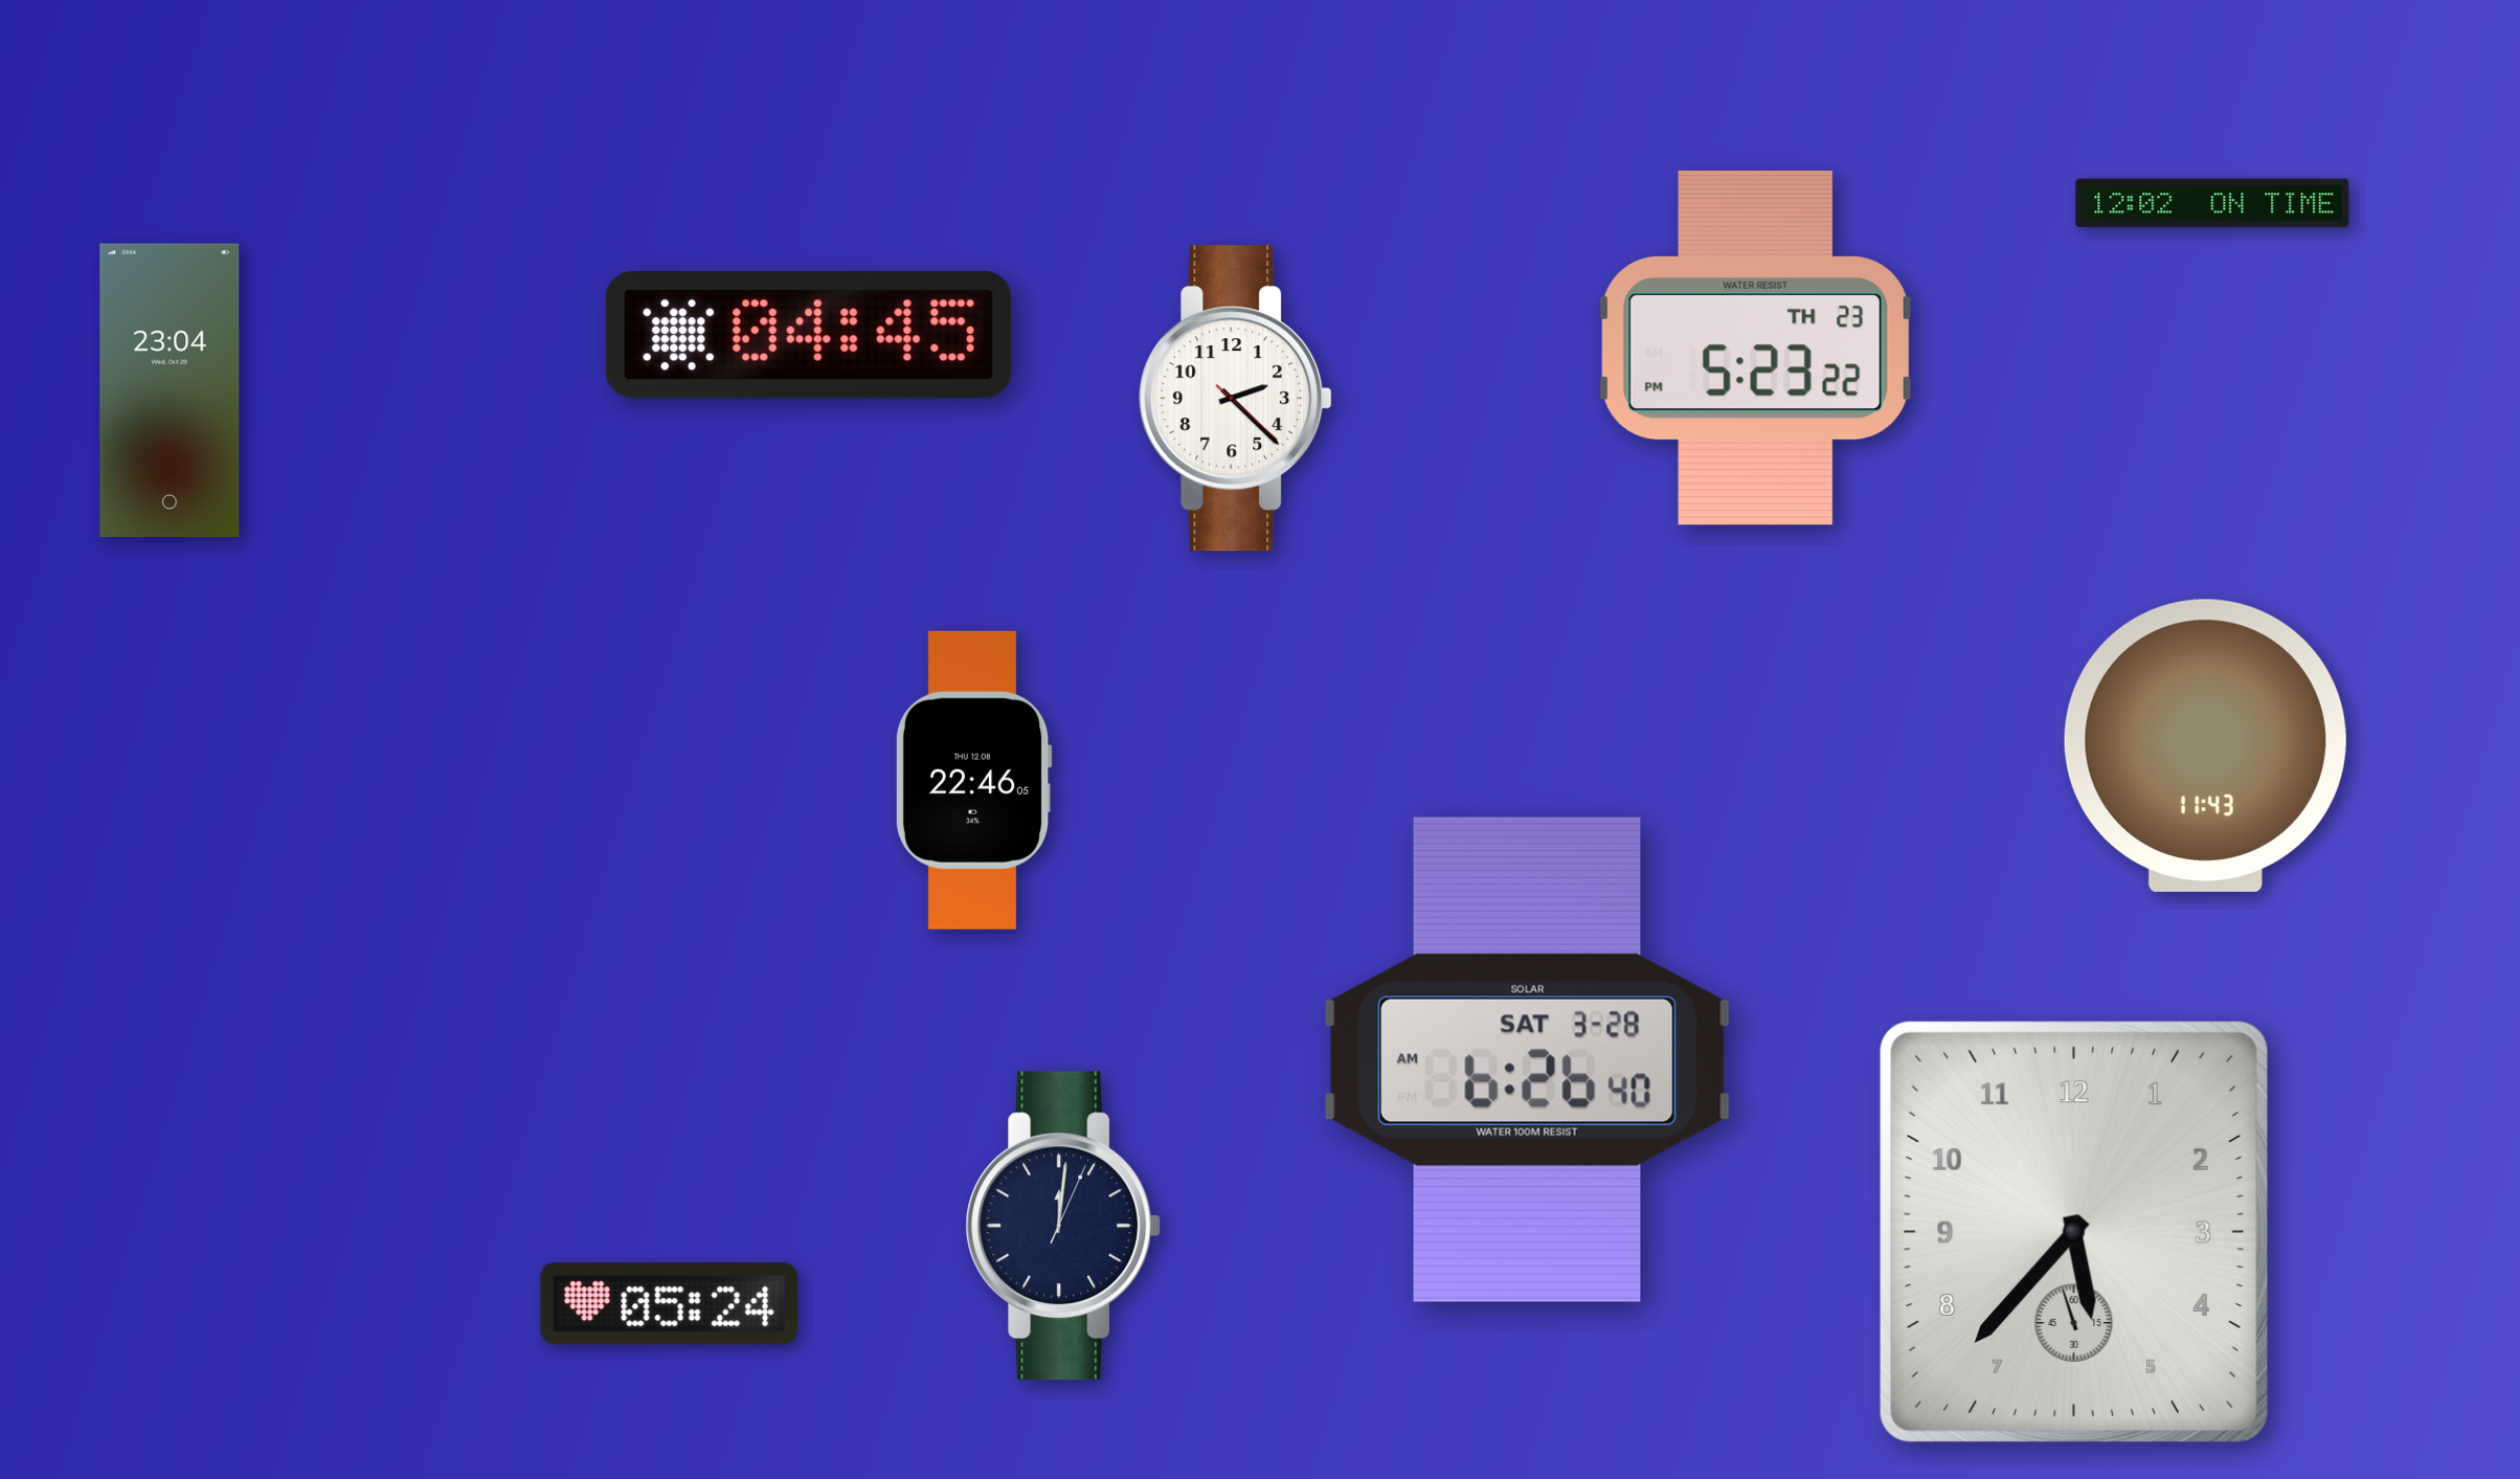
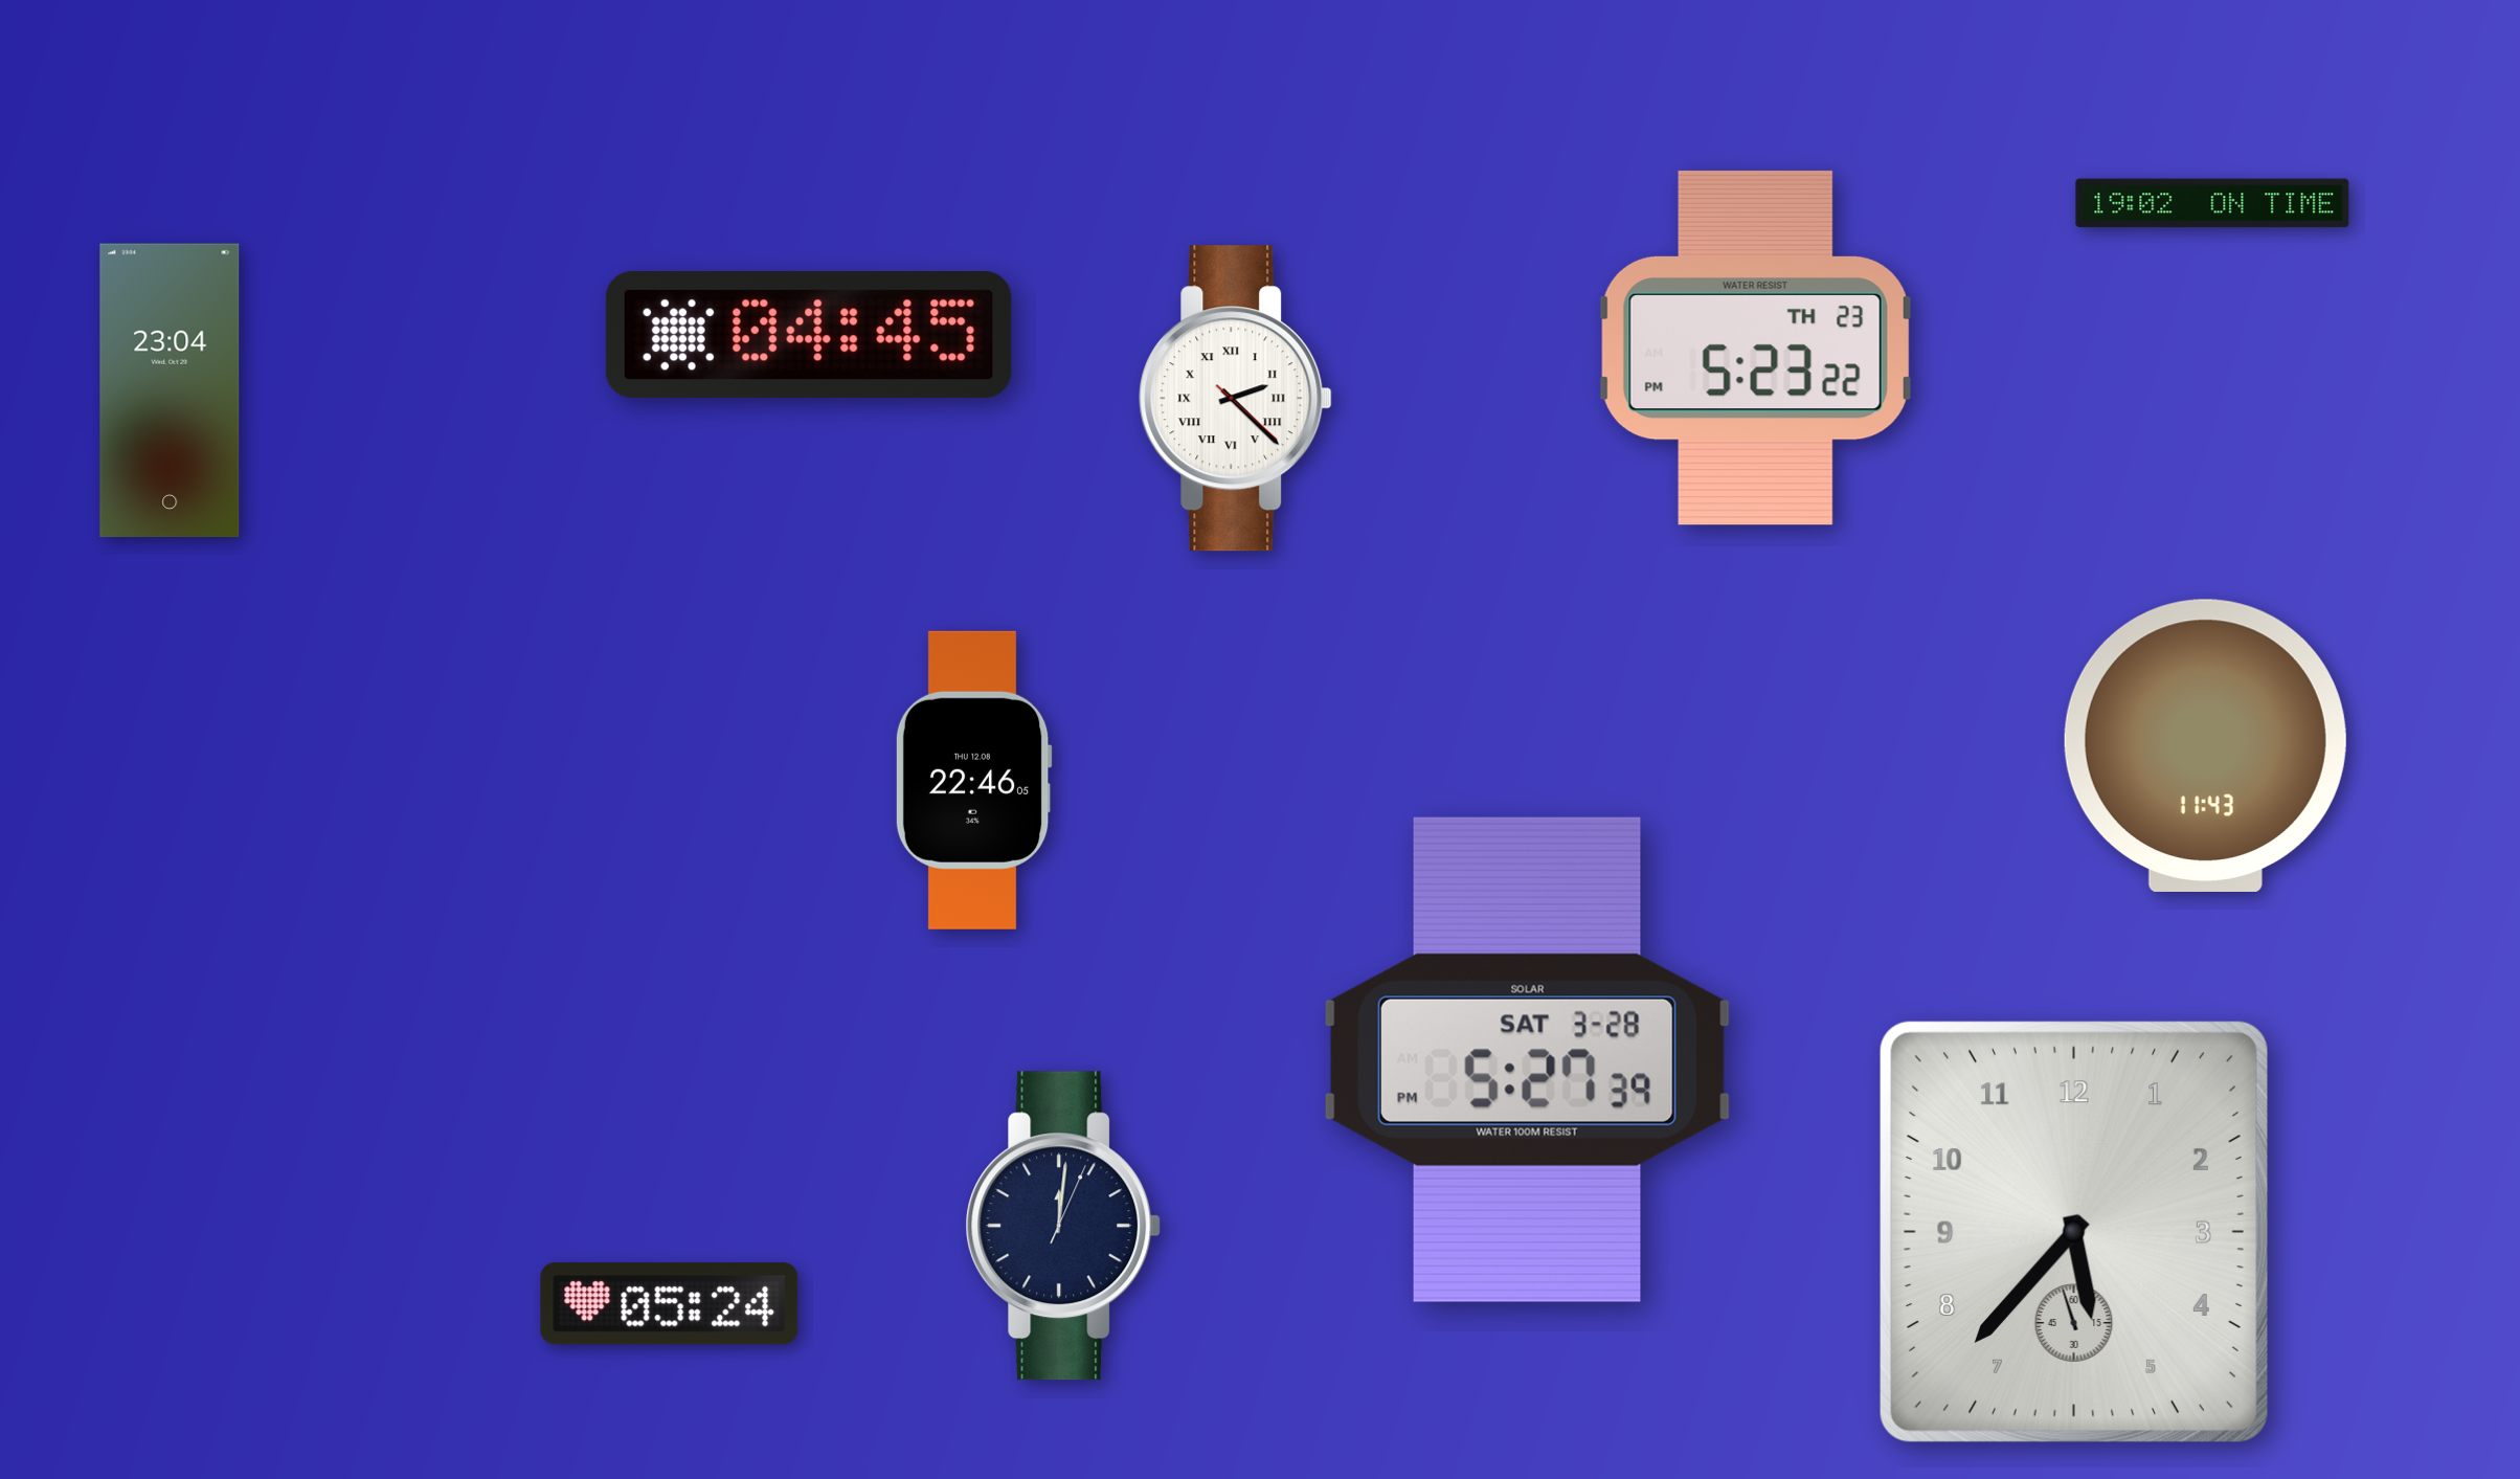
clock at (2212, 203): 12:02 -> 19:02
clock at (1236, 399) numerals: Arabic -> Roman
clock at (1527, 1059): 6:26 -> 5:27
